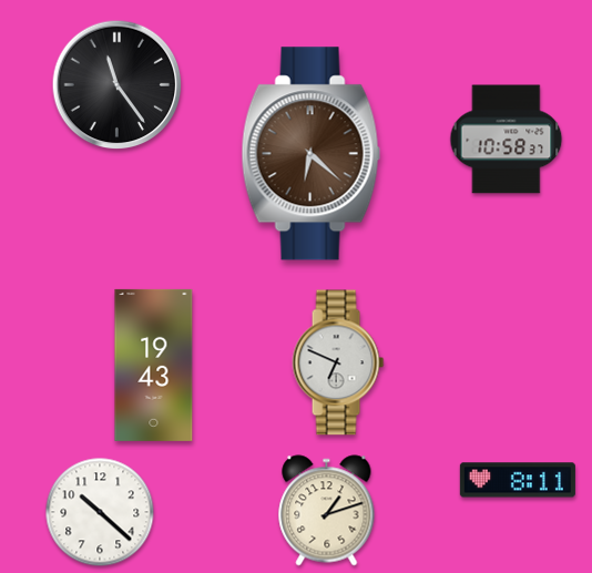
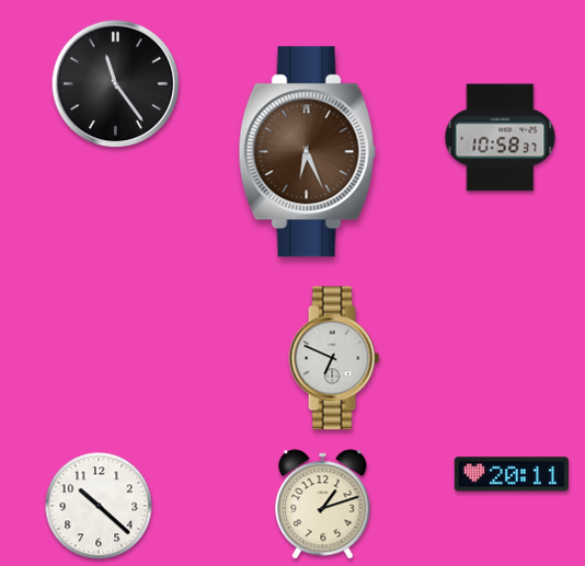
clock at (310, 154): 6:22 -> 6:26
clock at (154, 365): 19:43 -> none
clock at (518, 480): 8:11 -> 20:11
